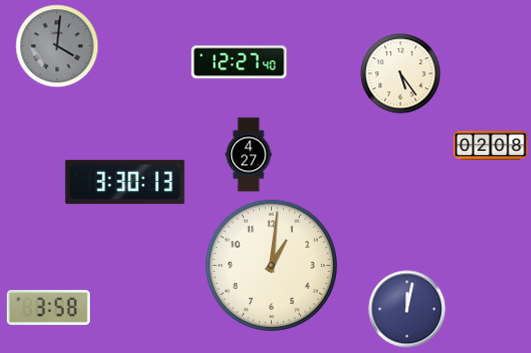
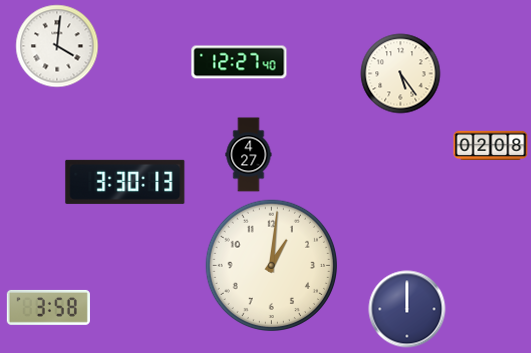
clock at (57, 46) dial: grey -> white
clock at (407, 309): 12:02 -> 12:00
